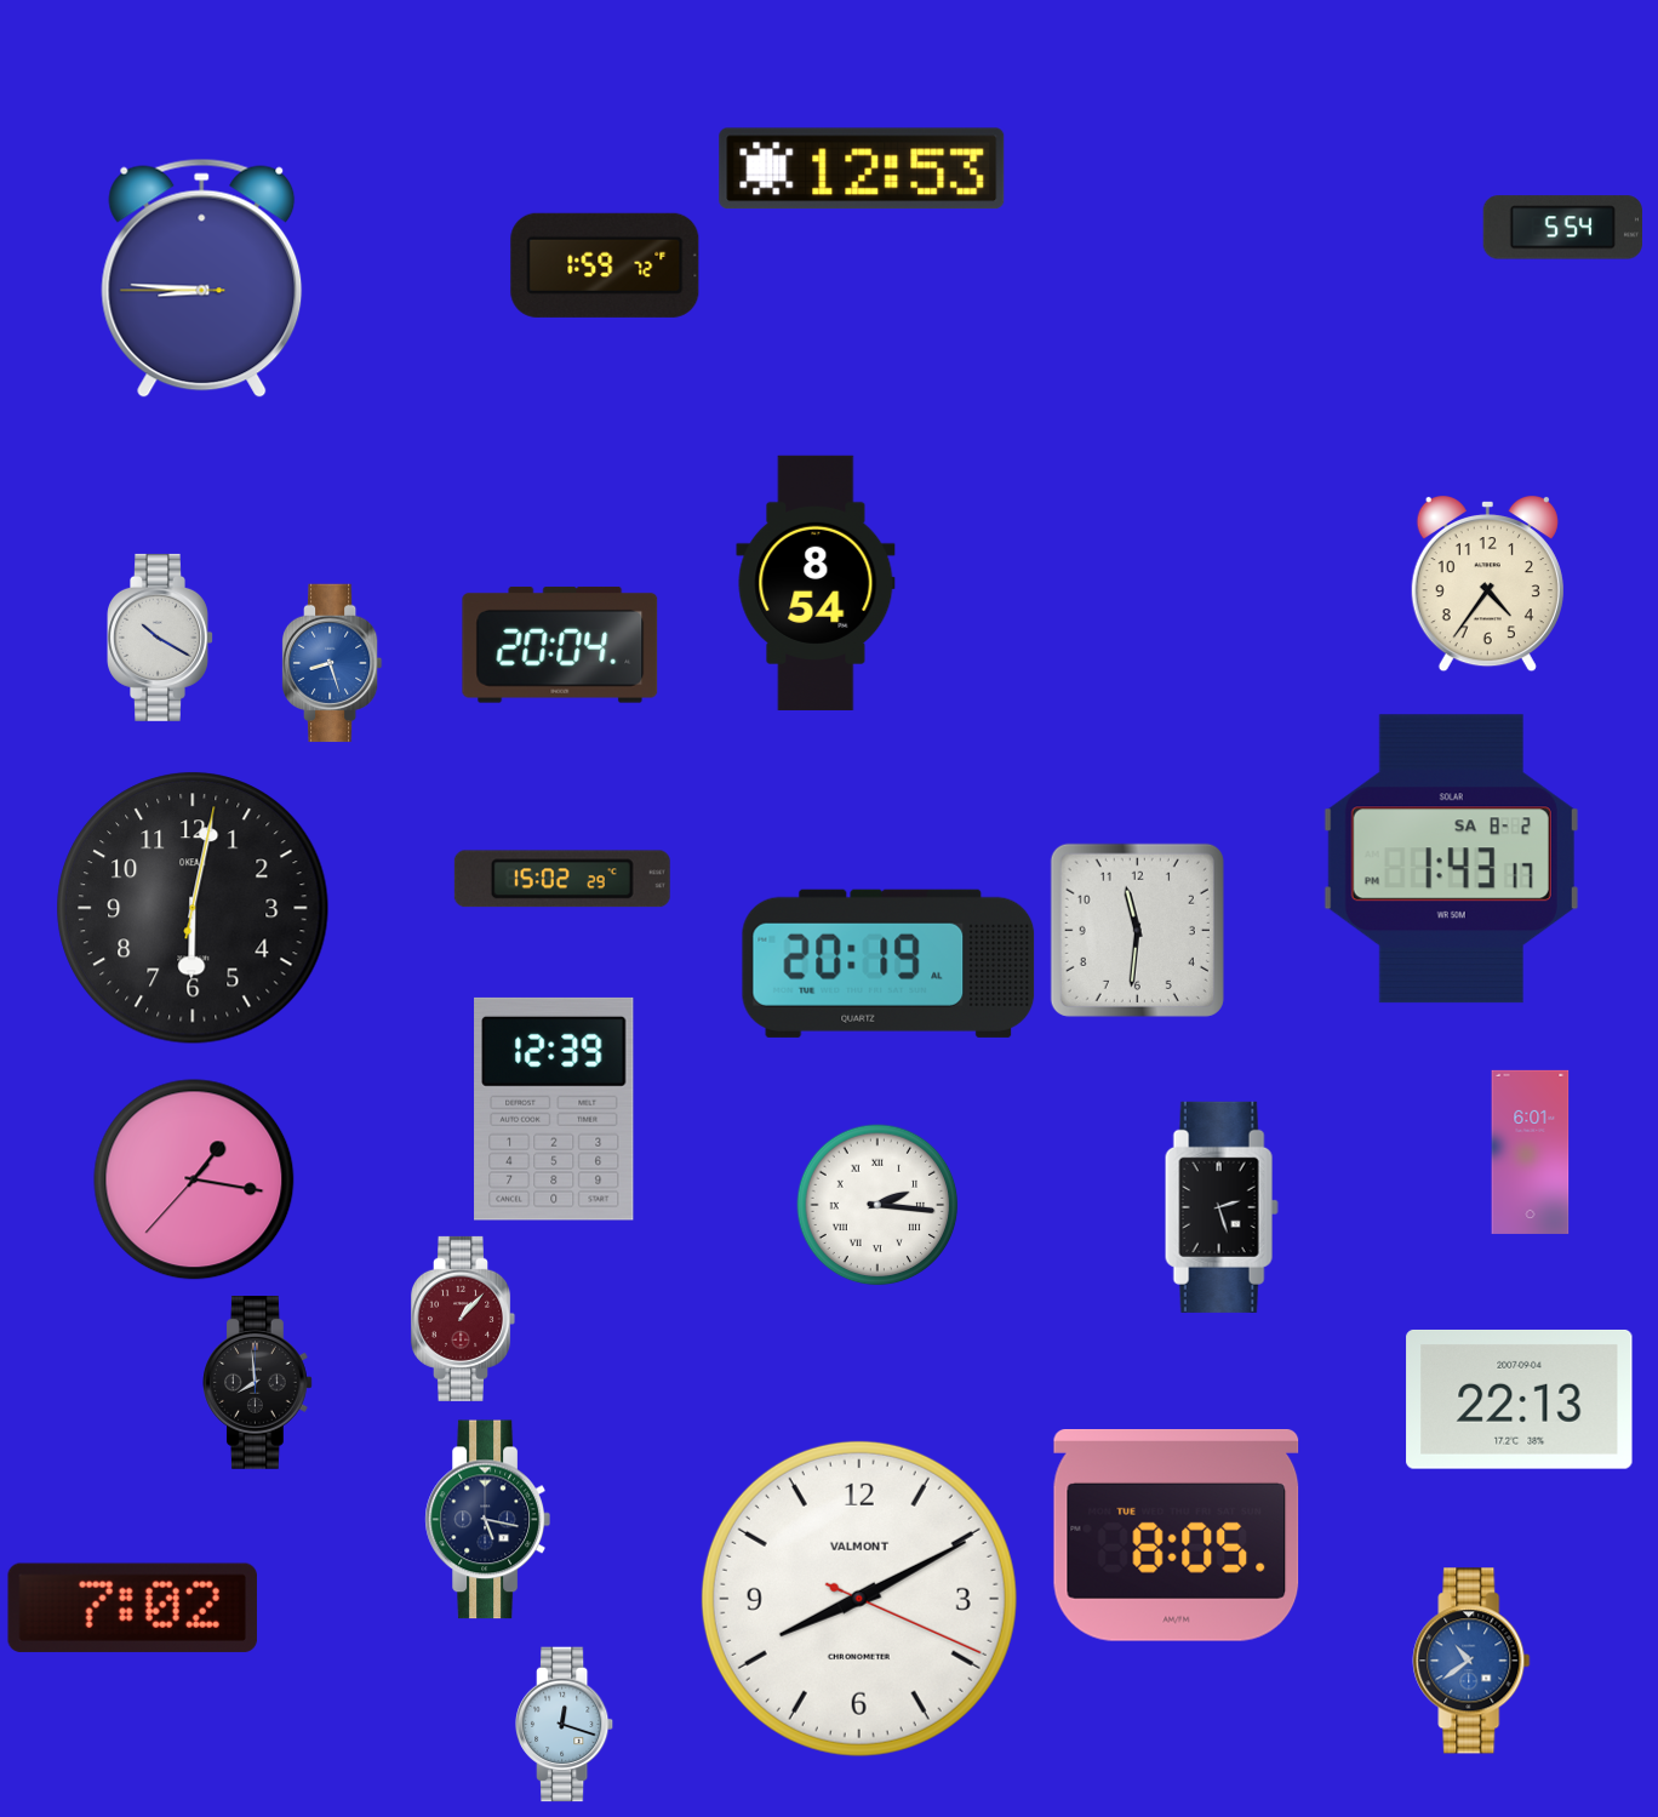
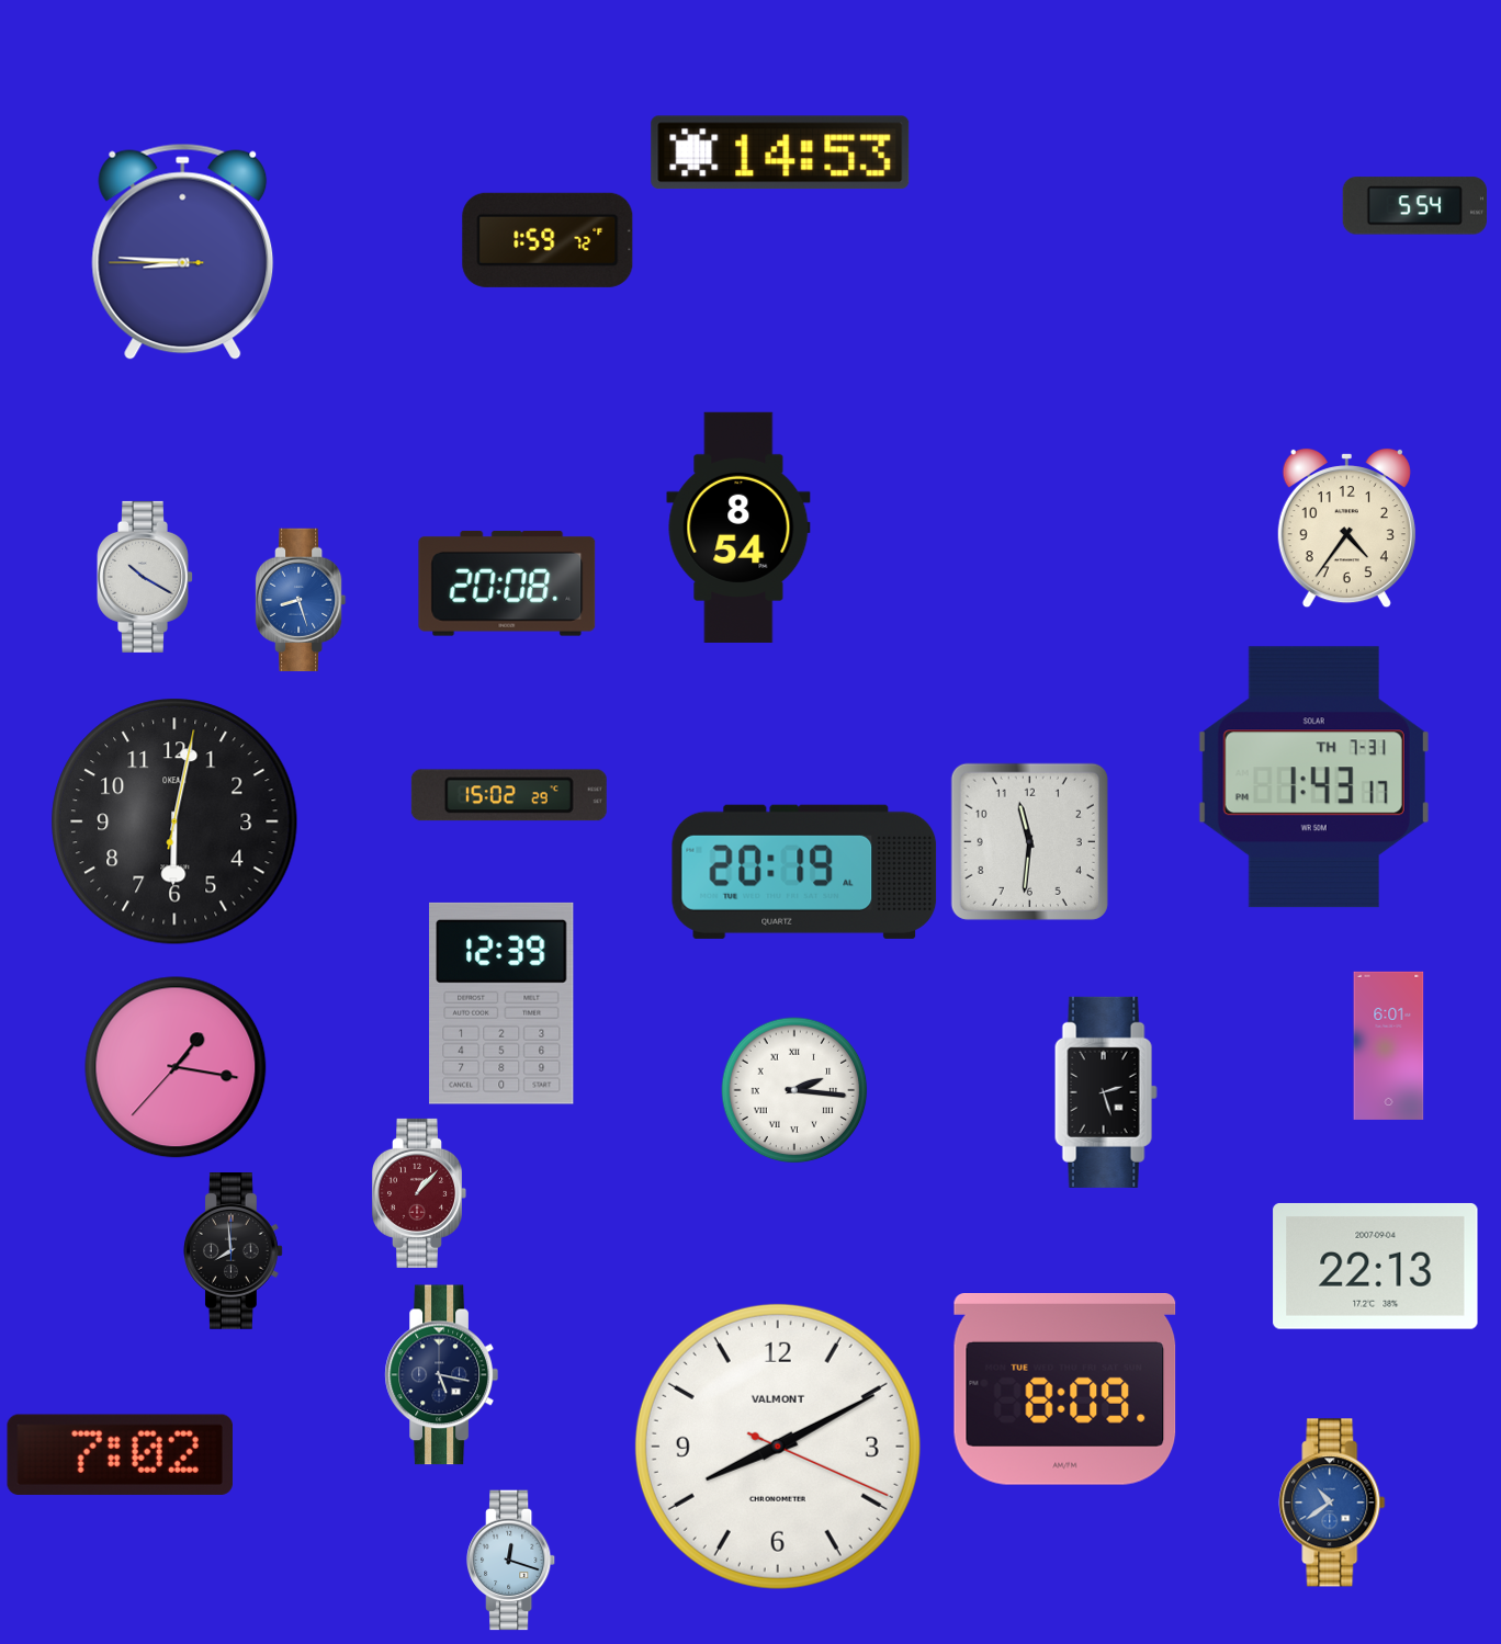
clock at (862, 168): 12:53 -> 14:53
clock at (560, 645): 20:04 -> 20:08
clock at (1451, 859) date: SA 8-2 -> TH 7-31
clock at (1531, 1152) position: (1531, 1152) -> (1389, 1045)
clock at (1177, 1536): 8:05 -> 8:09
